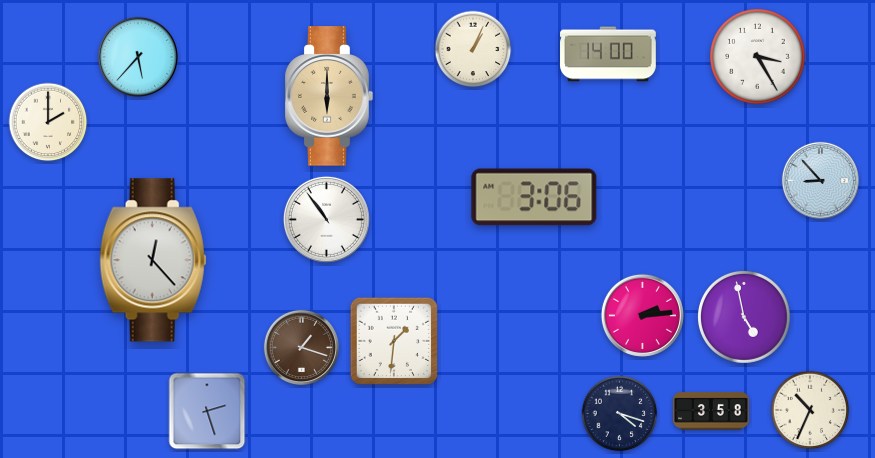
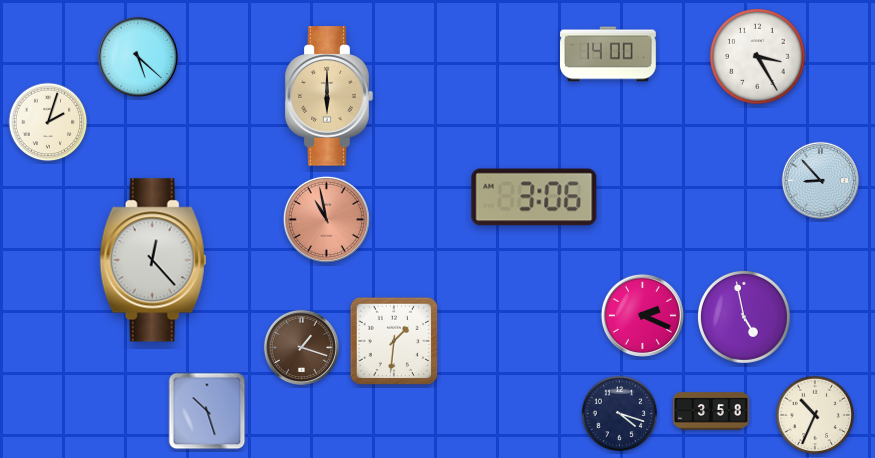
clock at (473, 49): 1:04 -> none
clock at (138, 57): 5:37 -> 5:22
clock at (48, 122): 2:00 -> 2:03
clock at (326, 219): 10:54 -> 10:58
clock at (326, 219) dial: white -> salmon
clock at (642, 315): 2:14 -> 2:19
clock at (810, 410) position: (810, 410) -> (815, 415)
clock at (207, 411): 2:27 -> 10:27
